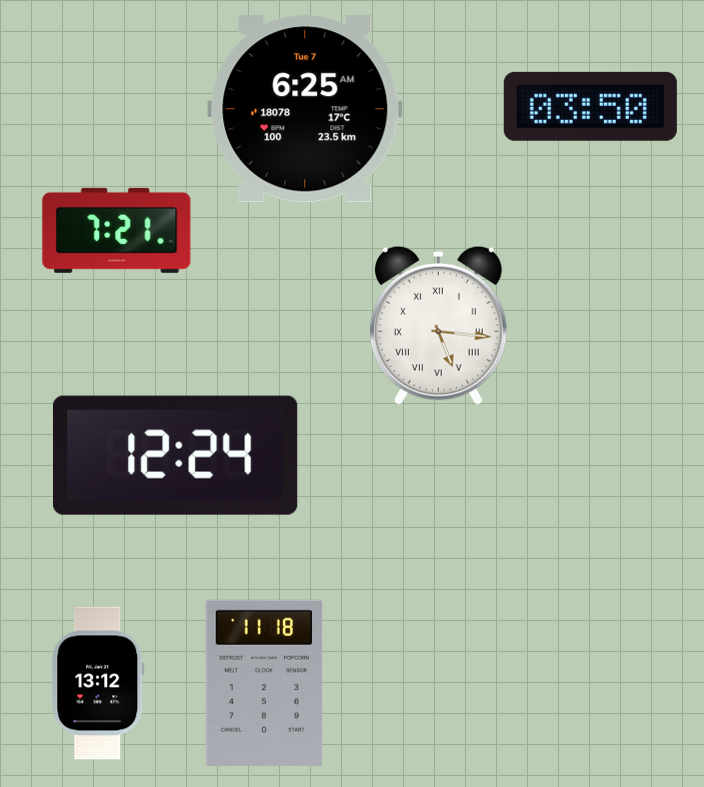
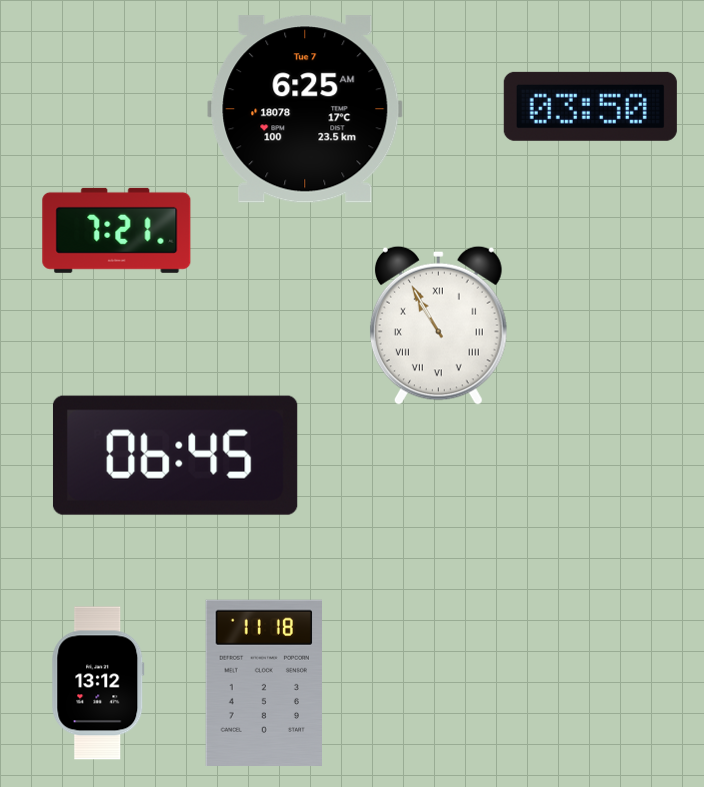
clock at (438, 325): 5:16 -> 10:55
clock at (175, 455): 12:24 -> 06:45
